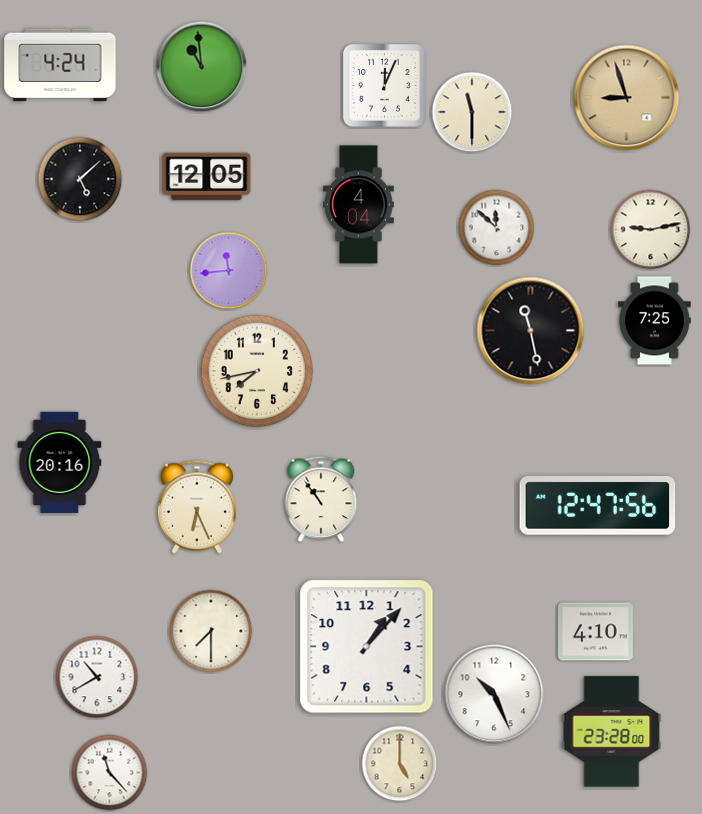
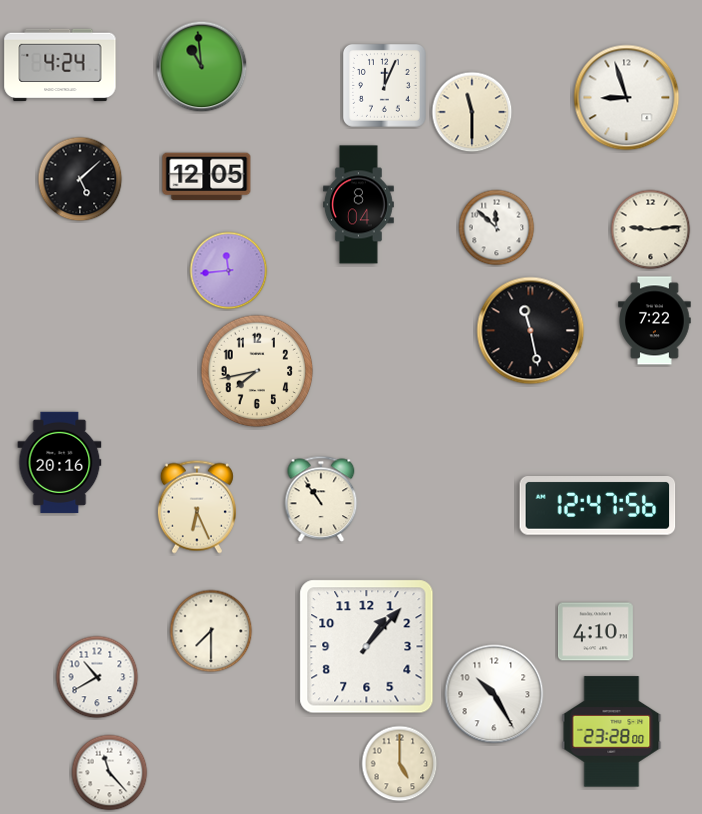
clock at (627, 98) dial: champagne -> white
clock at (359, 205): 4:04 -> 8:04
clock at (651, 230): 9:13 -> 9:14
clock at (655, 321): 7:25 -> 7:22
clock at (494, 694): 10:26 -> 10:25
